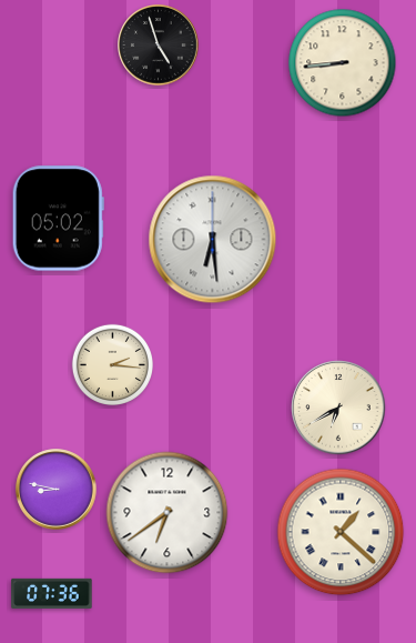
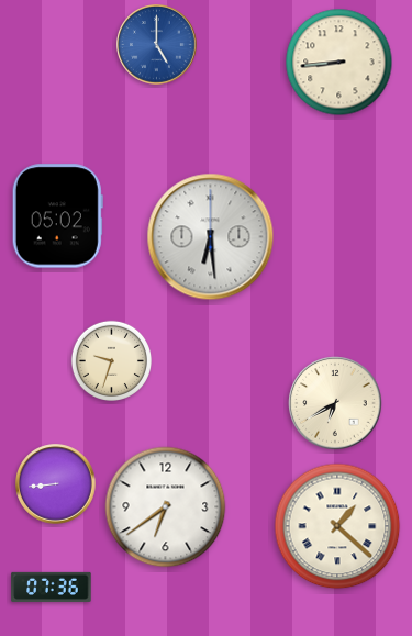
clock at (159, 46): 4:57 -> 5:00
clock at (159, 46) dial: black -> blue
clock at (112, 364): 2:16 -> 9:33
clock at (57, 490): 8:47 -> 8:44
